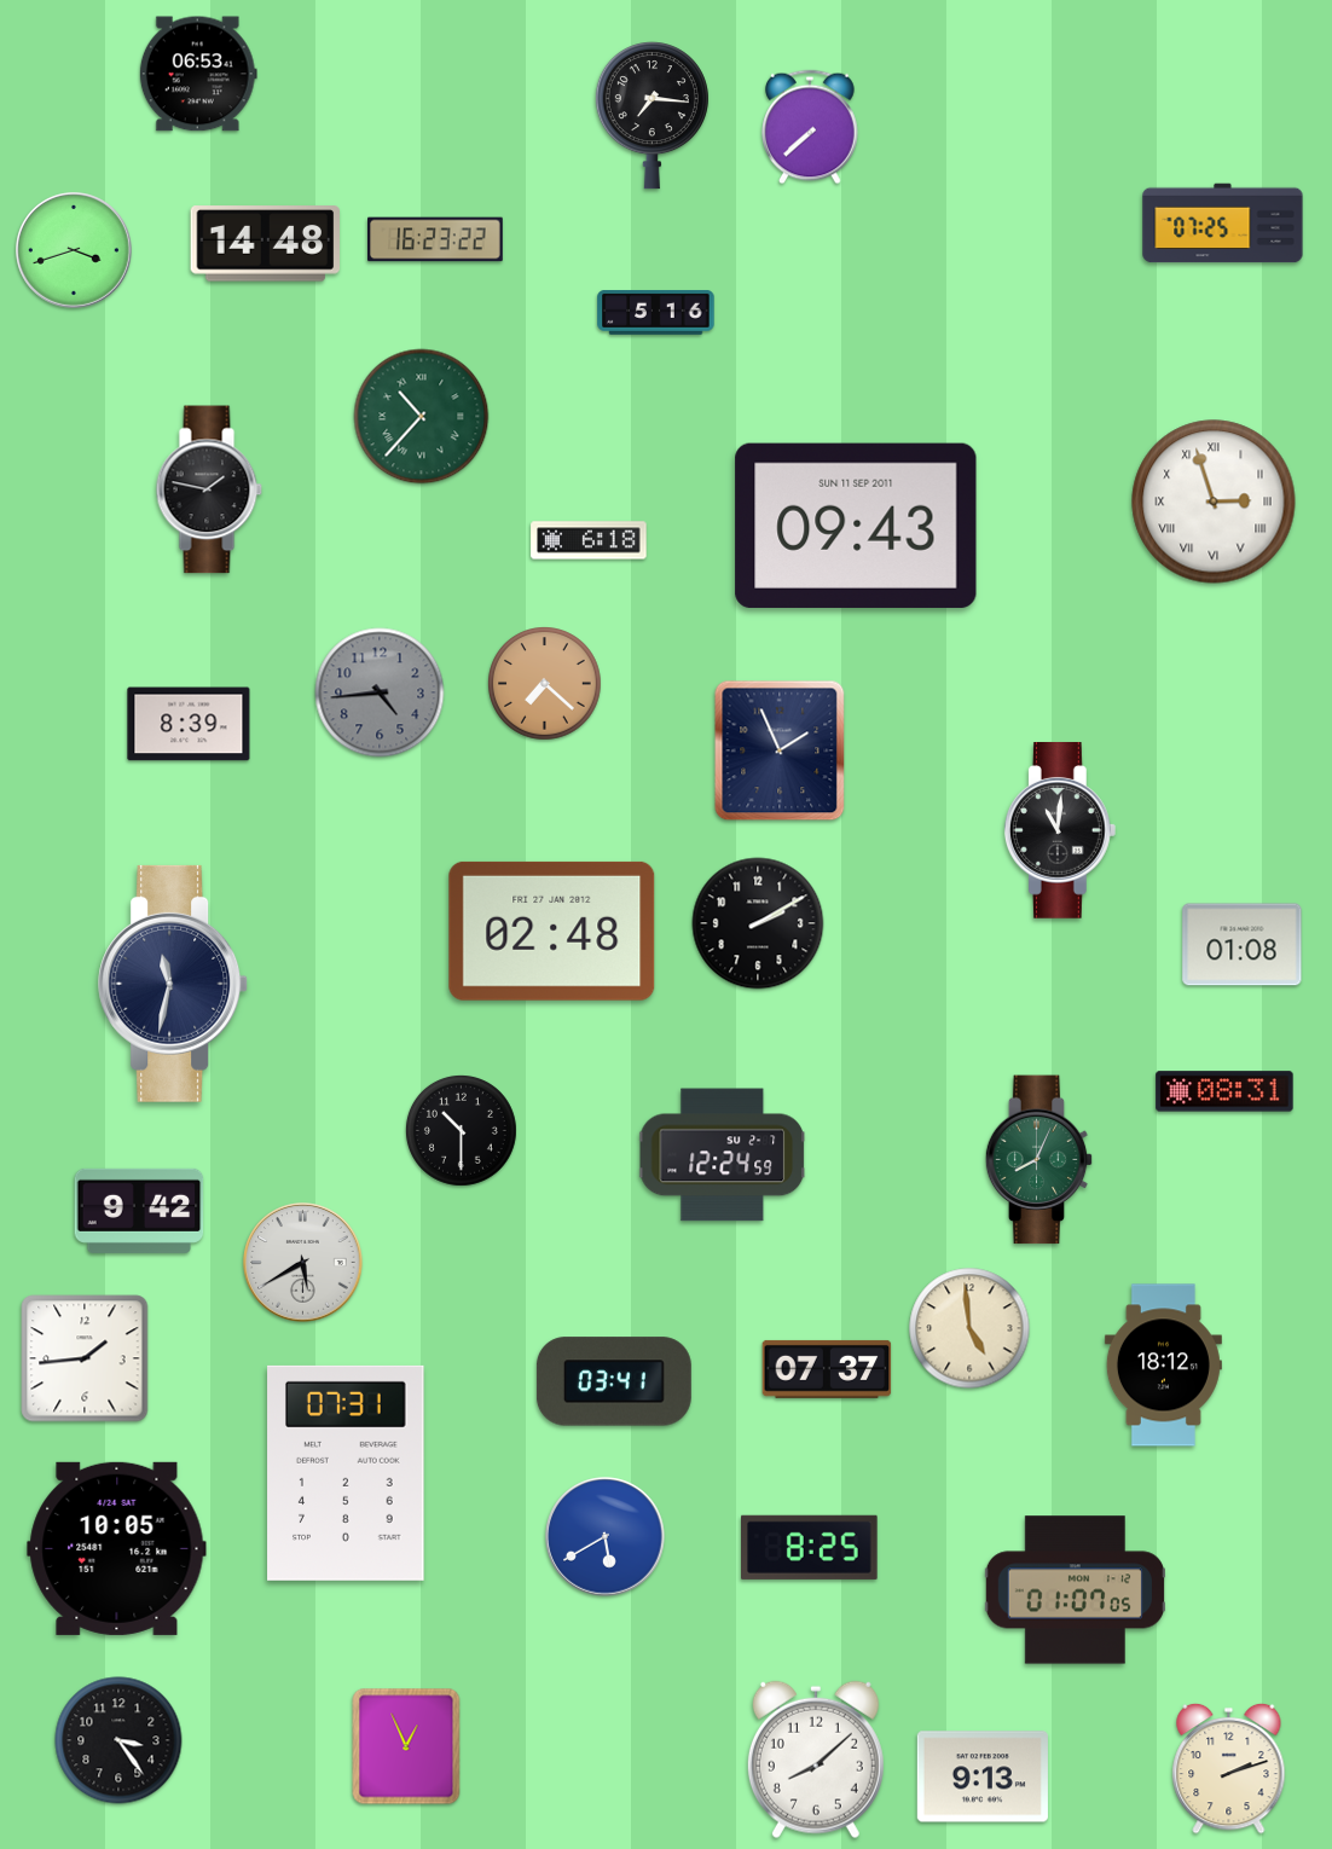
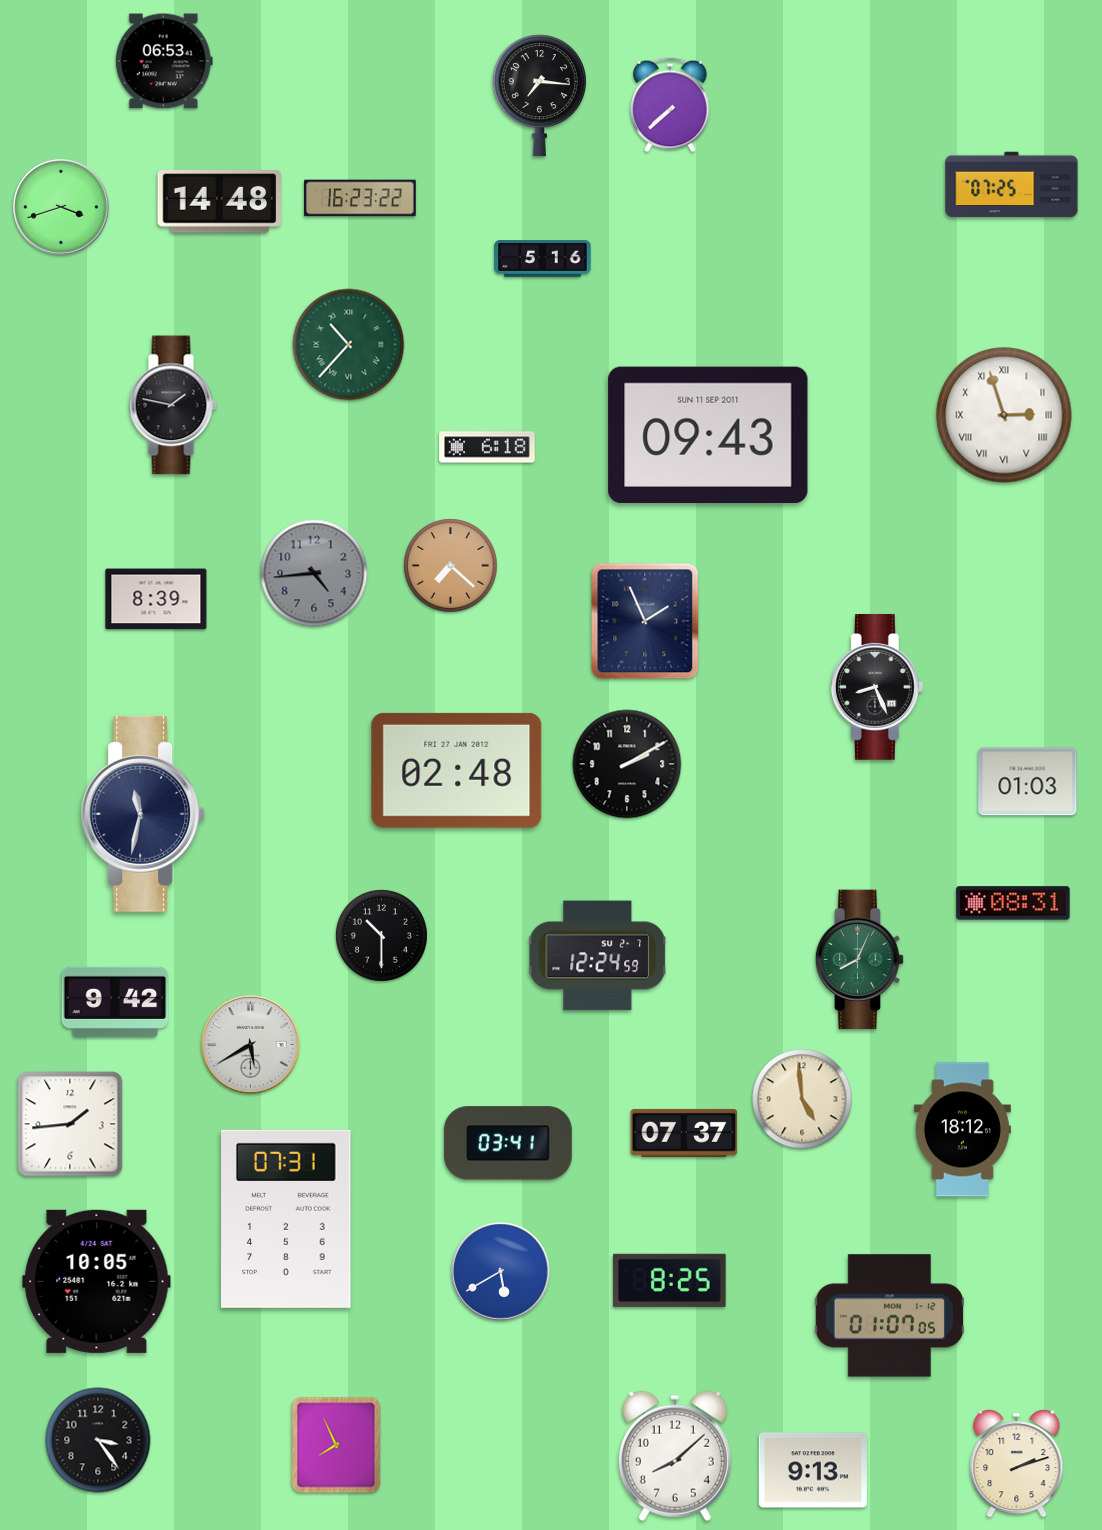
clock at (1060, 831): 11:01 -> 8:26
clock at (1243, 945): 01:08 -> 01:03
clock at (406, 1746): 12:56 -> 7:56
